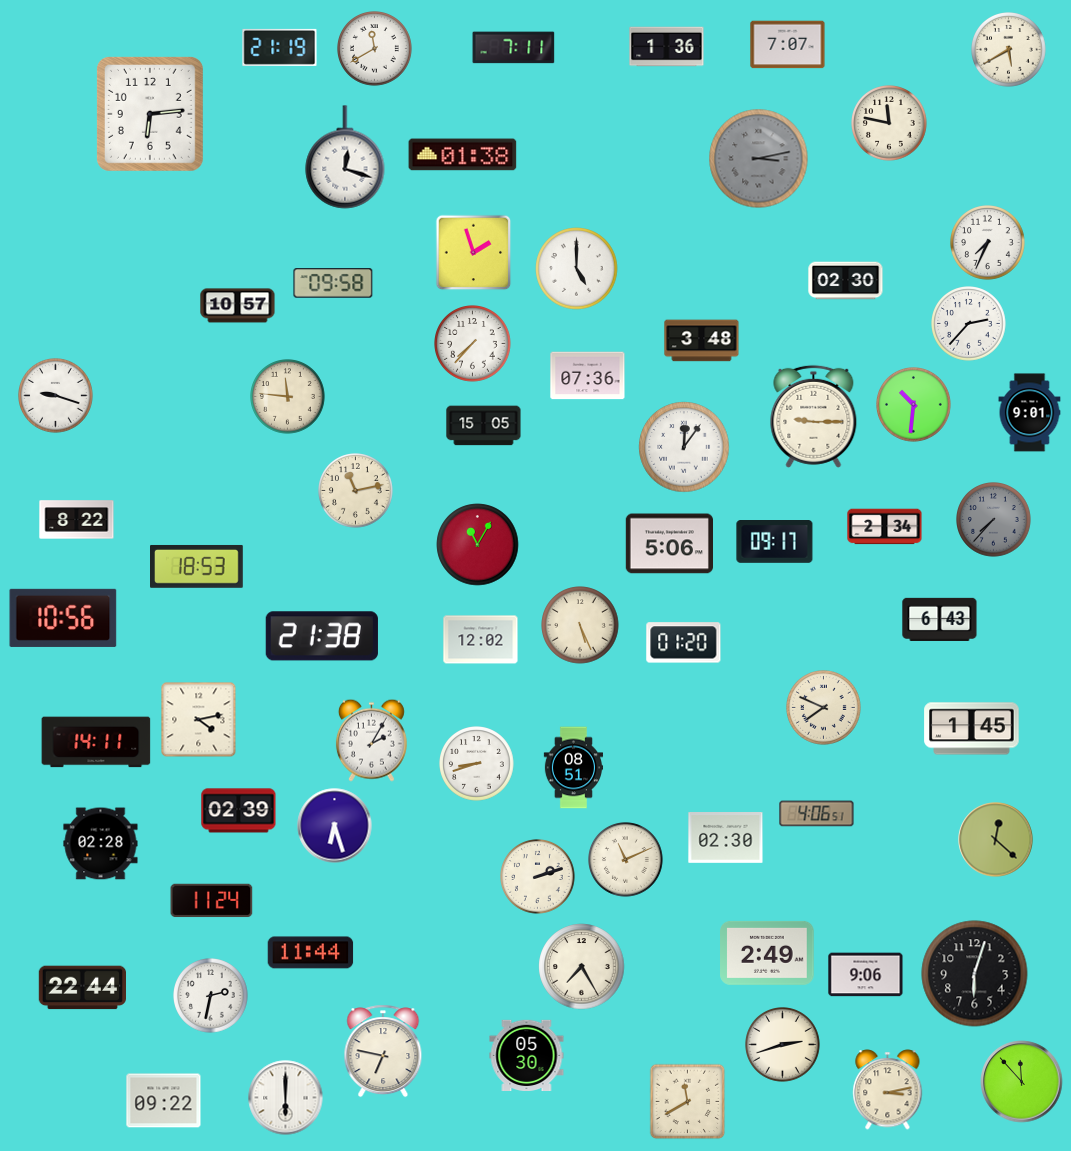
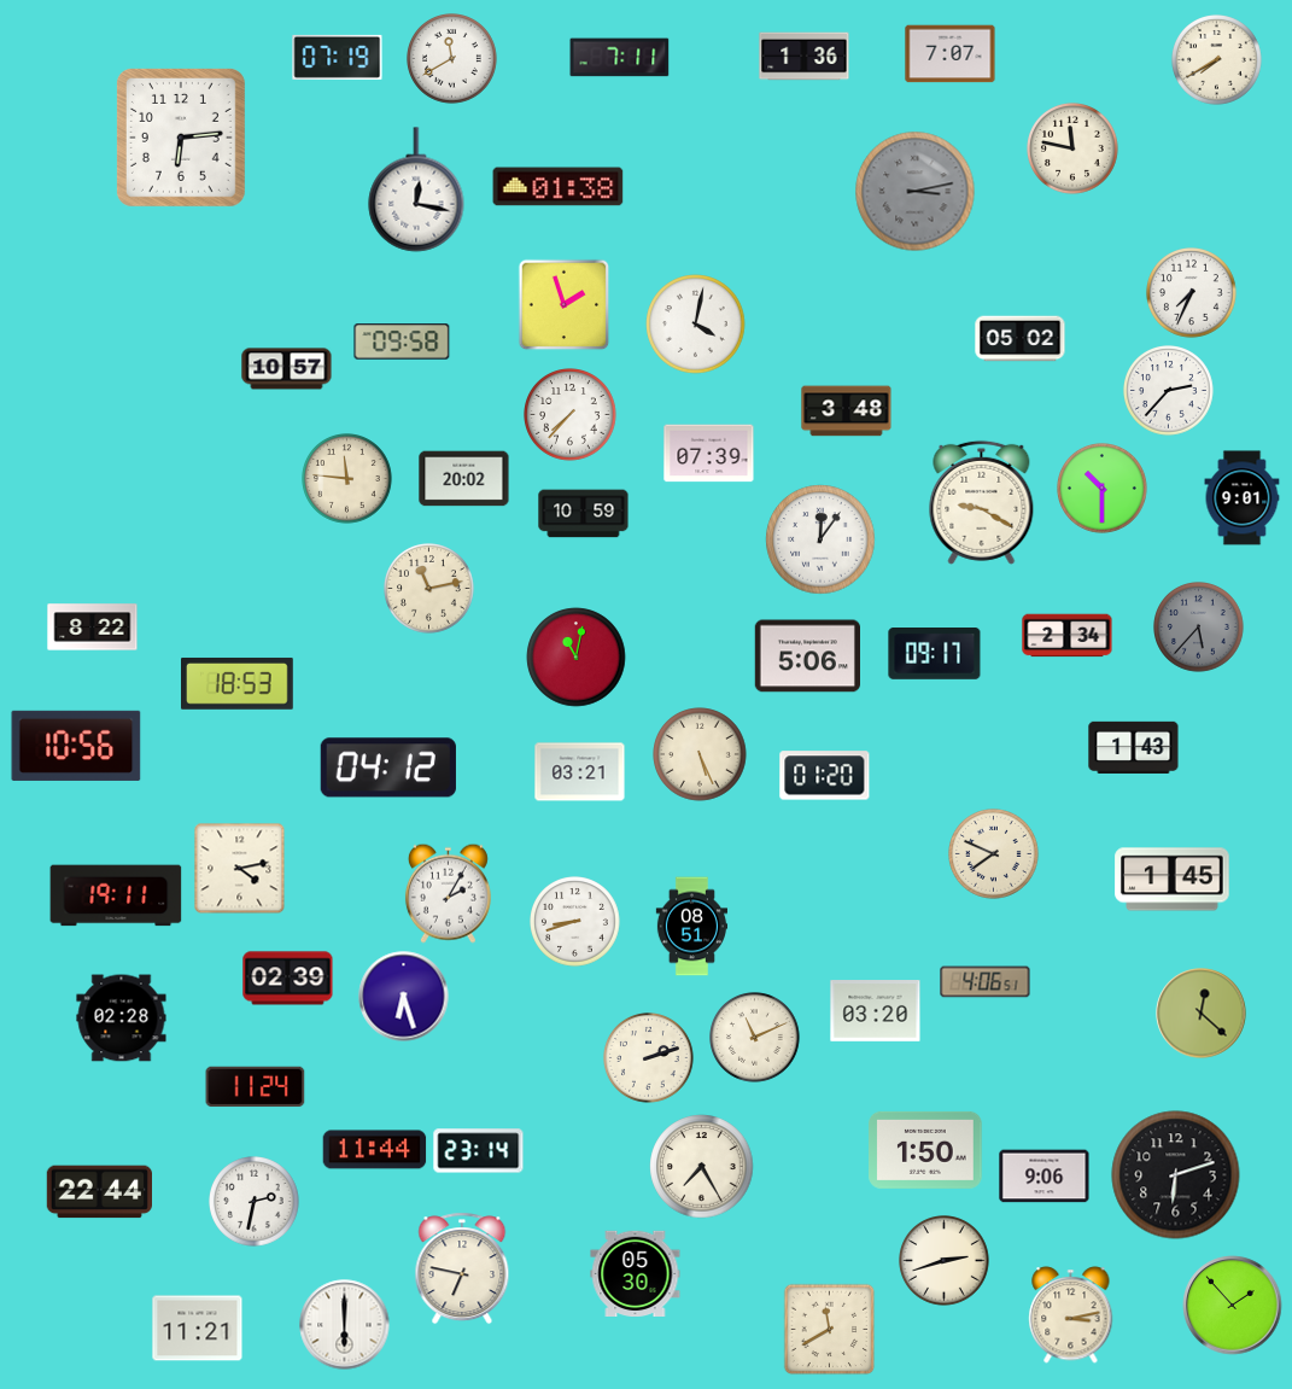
clock at (280, 47): 21:19 -> 07:19
clock at (1009, 50): 5:40 -> 7:40
clock at (345, 157): 12:18 -> 12:17
clock at (474, 253) position: (474, 253) -> (565, 305)
clock at (577, 269): 5:00 -> 4:02
clock at (846, 281): 02:30 -> 05:02
clock at (588, 376): 07:36 -> 07:39
clock at (56, 396): 9:18 -> none
clock at (464, 479): none -> 20:02
clock at (914, 405): 10:31 -> 10:30
clock at (814, 416): 9:15 -> 9:20
clock at (484, 426): 15:05 -> 10:59
clock at (684, 447) position: (684, 447) -> (820, 539)
clock at (356, 491) position: (356, 491) -> (429, 589)
clock at (994, 520): 7:37 -> 5:37
clock at (478, 545): 11:05 -> 11:02
clock at (940, 619): 6:43 -> 1:43
clock at (322, 636): 21:38 -> 04:12
clock at (481, 640): 12:02 -> 03:21
clock at (96, 742): 14:11 -> 19:11
clock at (726, 838): 02:30 -> 03:20
clock at (767, 953): 2:49 -> 1:50
clock at (479, 1151): none -> 23:14
clock at (975, 974): 6:03 -> 6:12
clock at (1022, 1082): 11:53 -> 1:53
clock at (164, 1101): 09:22 -> 11:21
